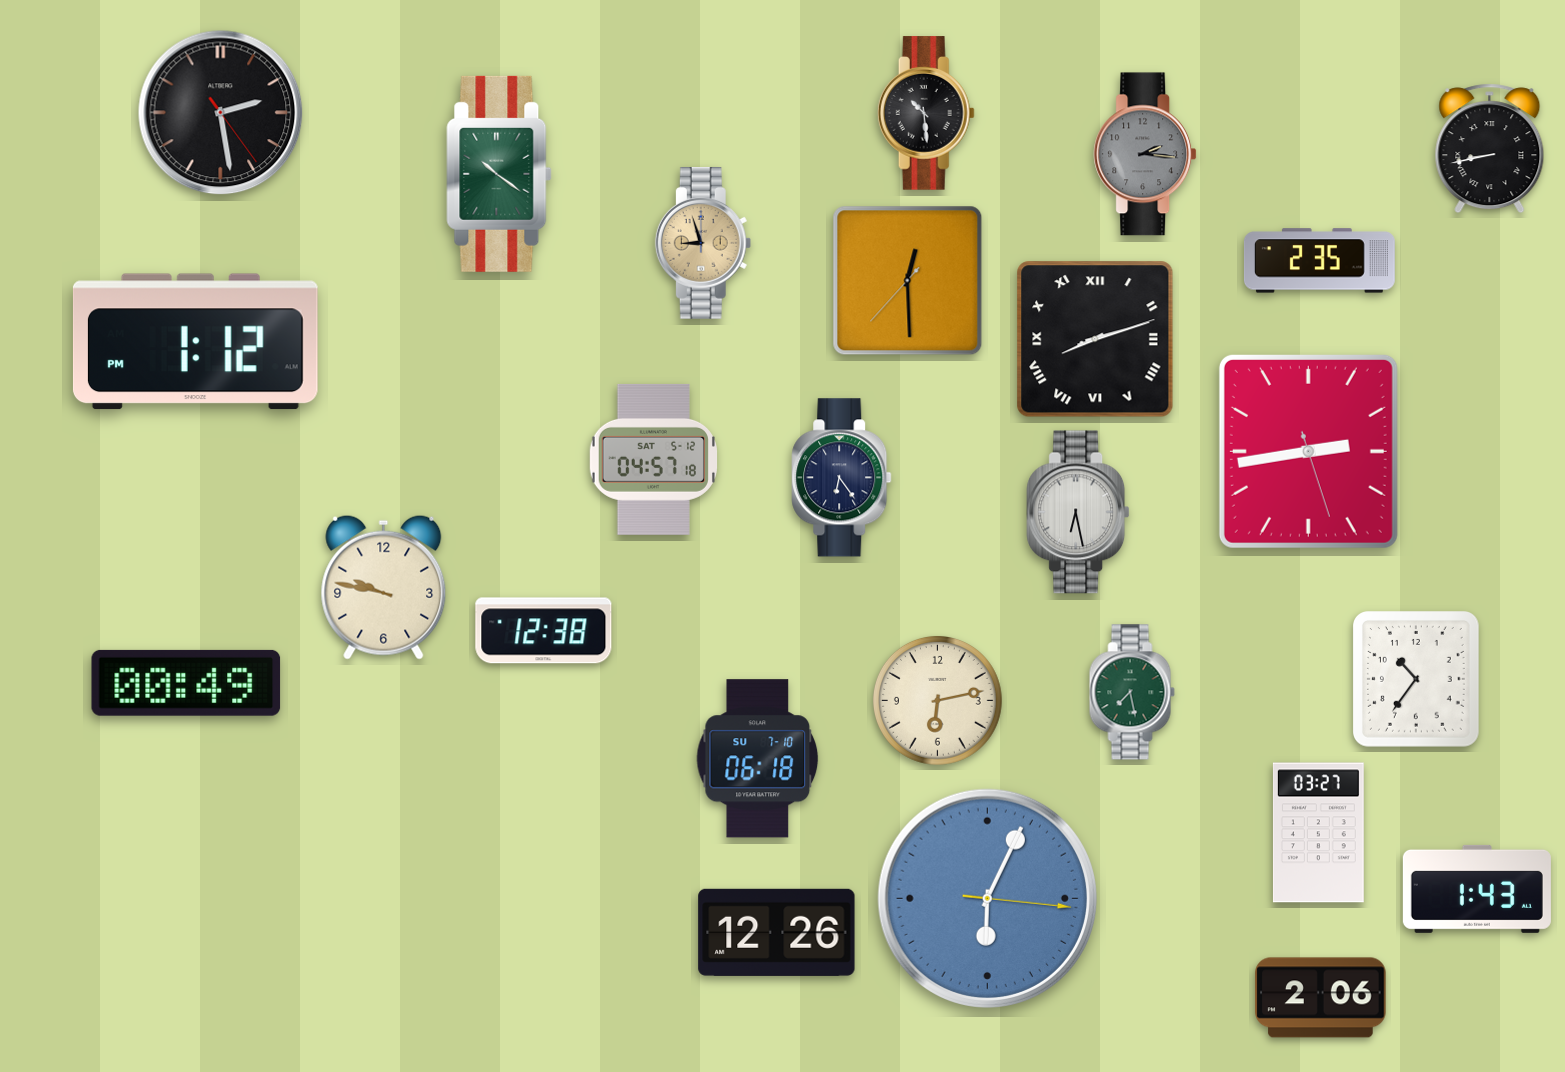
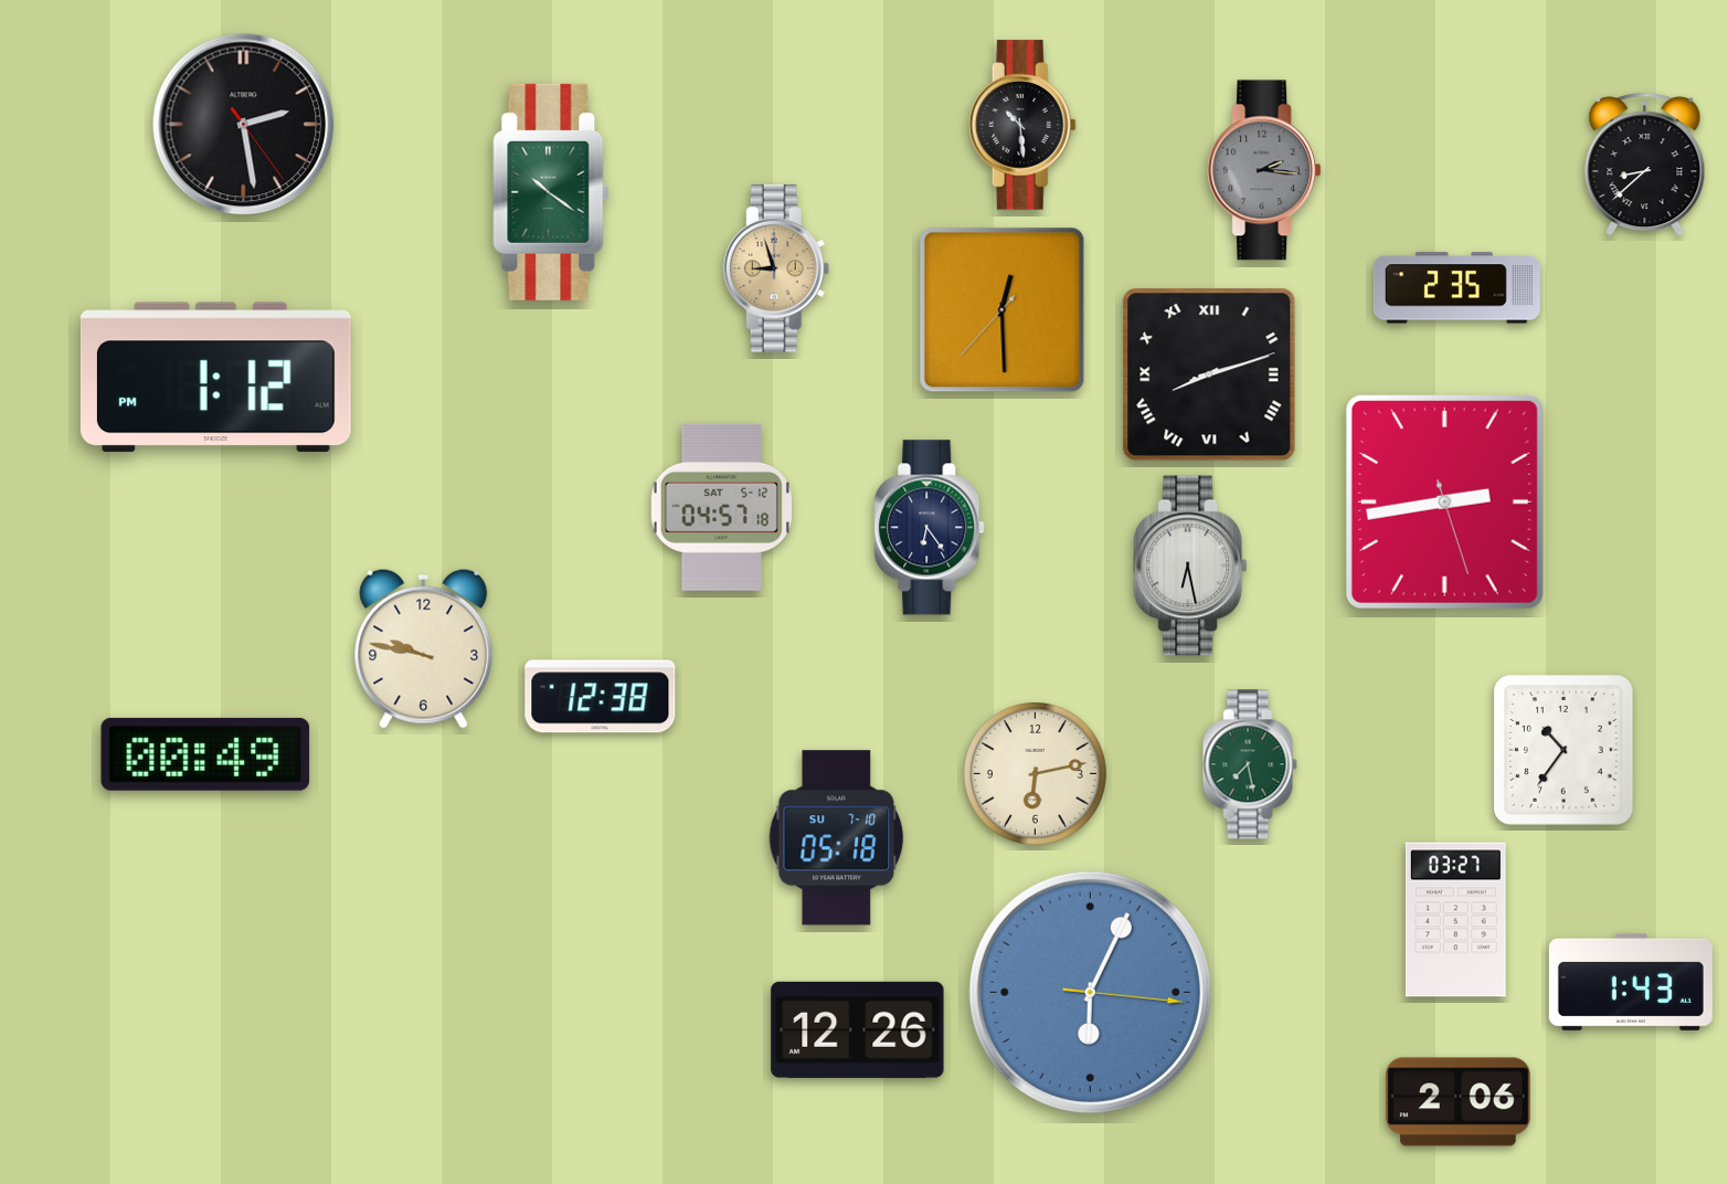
clock at (1490, 149): 8:43 -> 8:38
clock at (1308, 451) position: (1308, 451) -> (1444, 501)
clock at (758, 759): 06:18 -> 05:18
